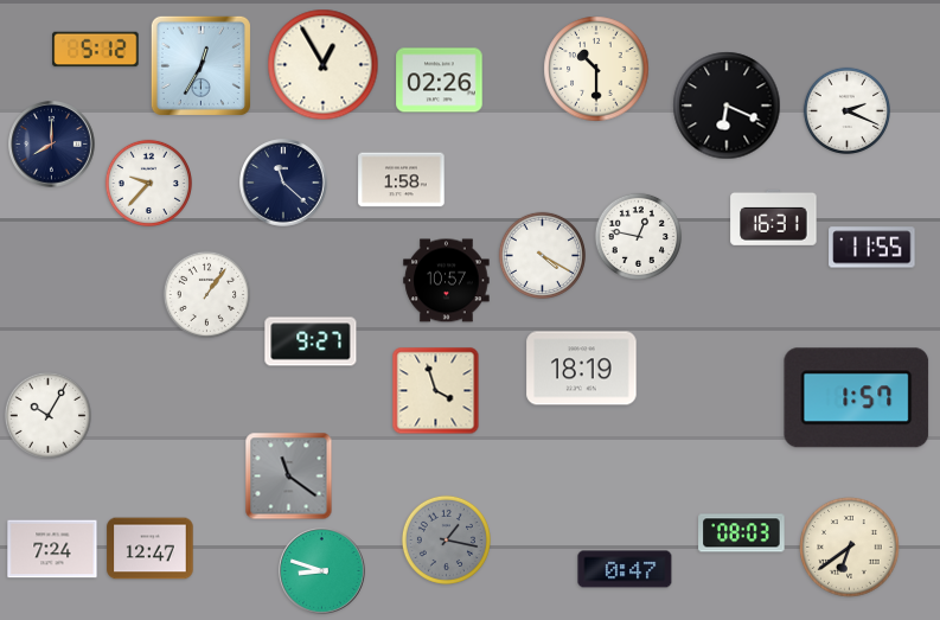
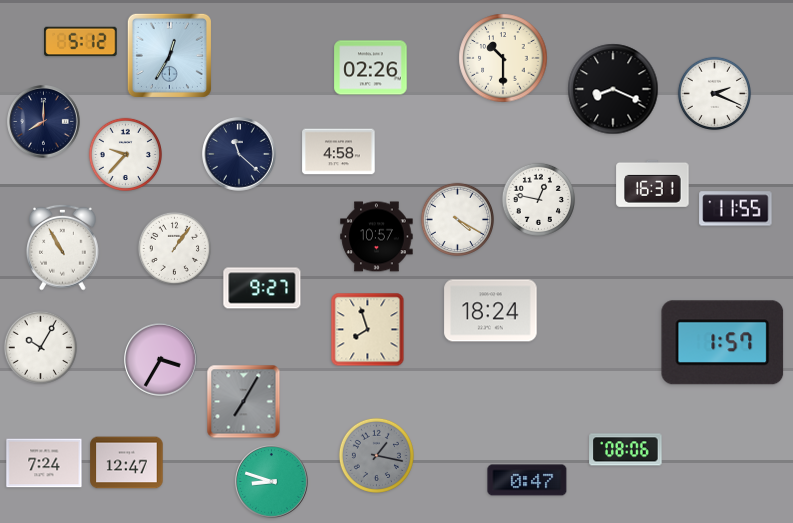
clock at (324, 65): 12:55 -> none
clock at (727, 106): 6:19 -> 8:19
clock at (402, 180): 1:58 -> 4:58
clock at (542, 255) position: (542, 255) -> (457, 219)
clock at (63, 247): none -> 10:55
clock at (582, 369): 18:19 -> 18:24
clock at (436, 391): 3:57 -> 7:57
clock at (857, 398) position: (857, 398) -> (723, 343)
clock at (47, 415) position: (47, 415) -> (40, 347)
clock at (161, 360): none -> 3:35
clock at (289, 477): 11:21 -> 7:05
clock at (742, 533): 08:03 -> 08:06
clock at (850, 548): 6:39 -> none
